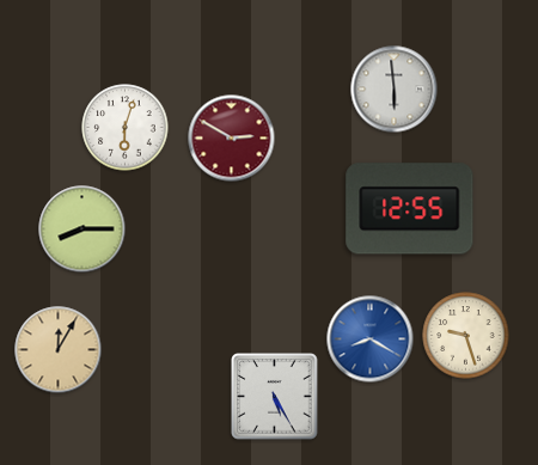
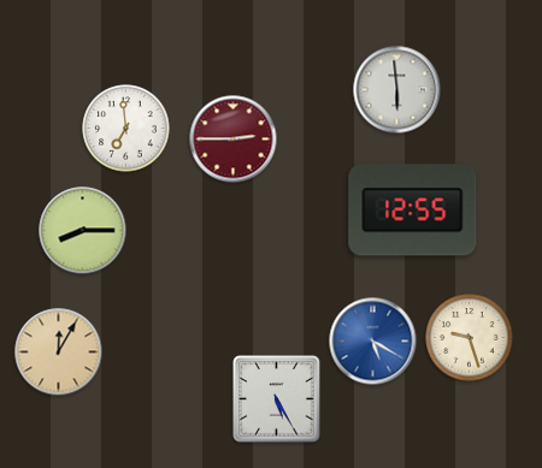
clock at (126, 128): 6:03 -> 6:59
clock at (232, 139): 2:50 -> 2:45
clock at (371, 339): 8:20 -> 5:20
